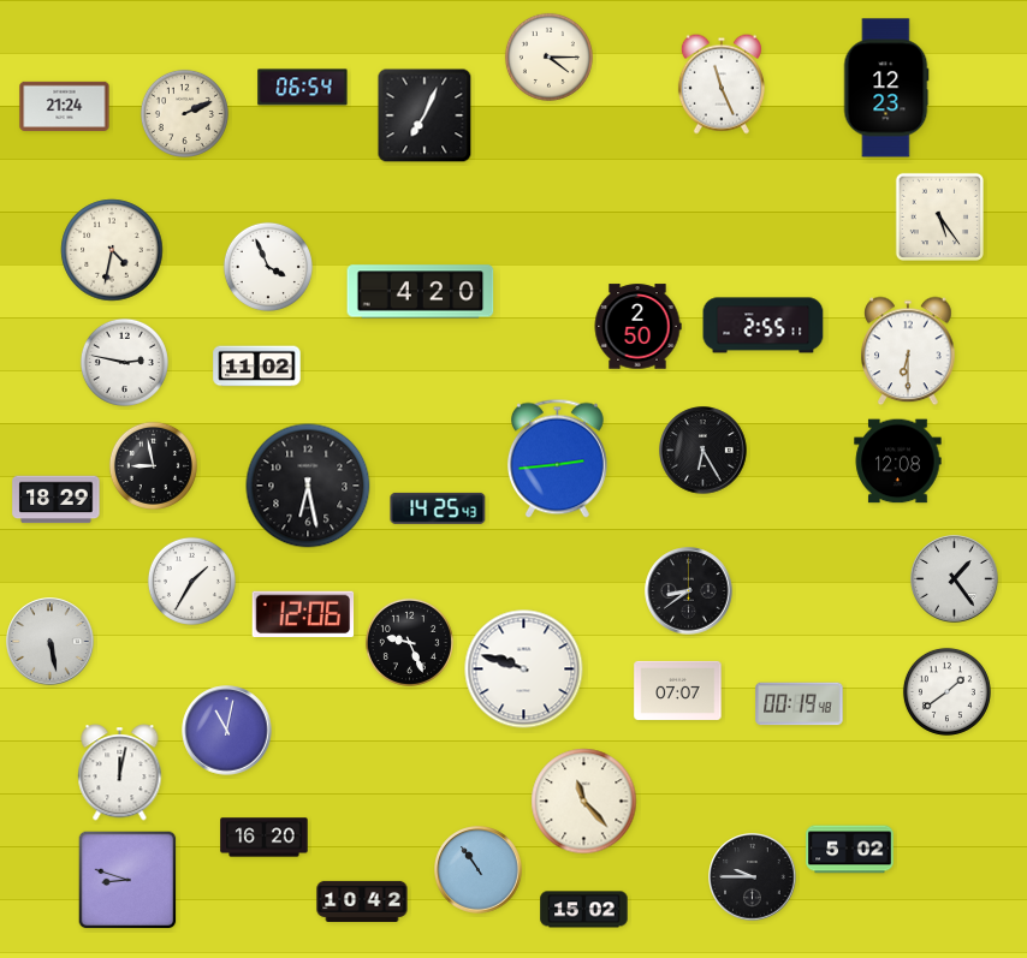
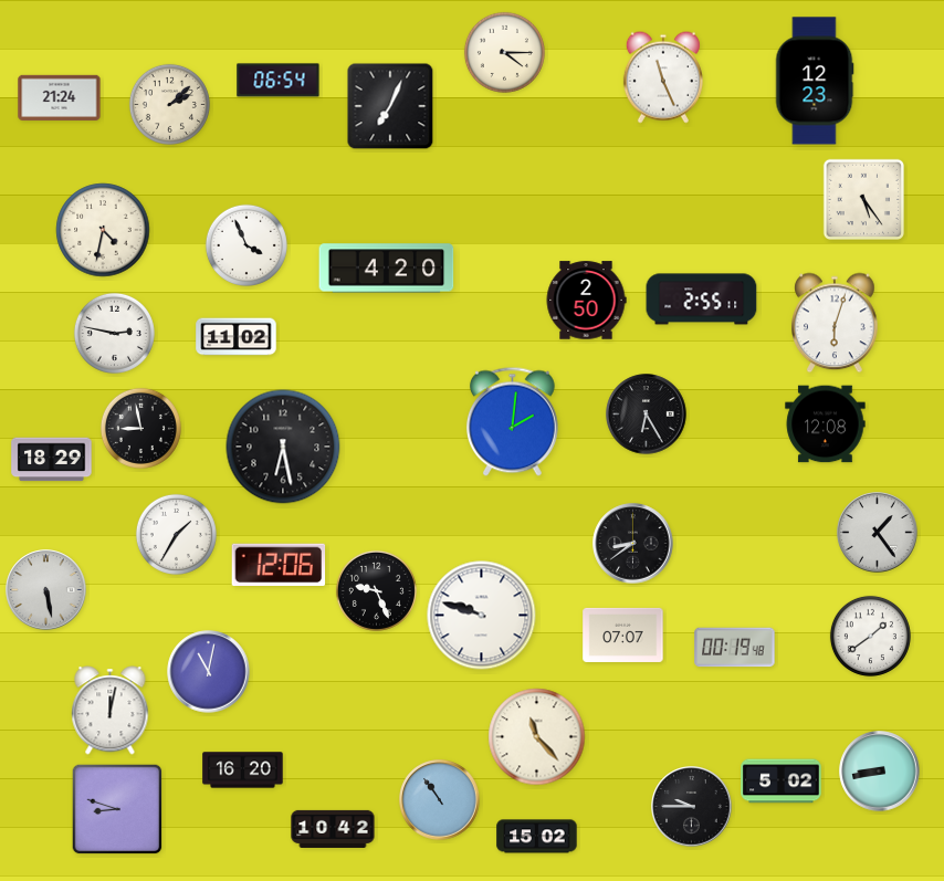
clock at (184, 113): 2:11 -> 2:08
clock at (908, 351): 6:30 -> 6:03
clock at (557, 459): 2:44 -> 2:01
clock at (438, 508): 14:25 -> none
clock at (880, 772): none -> 8:43
